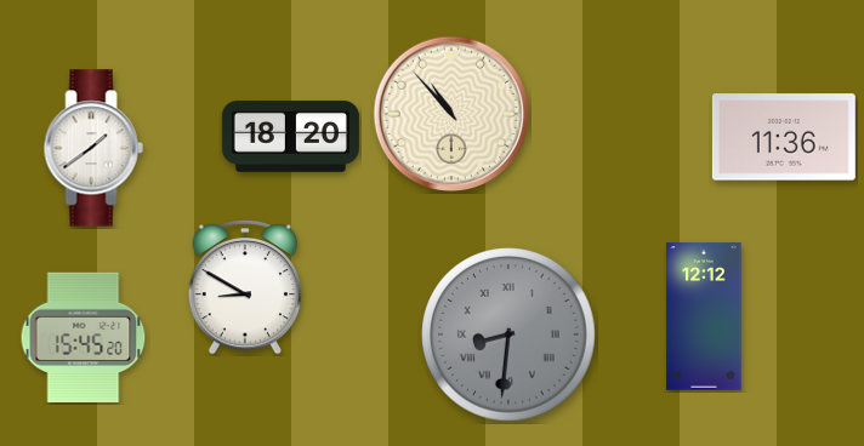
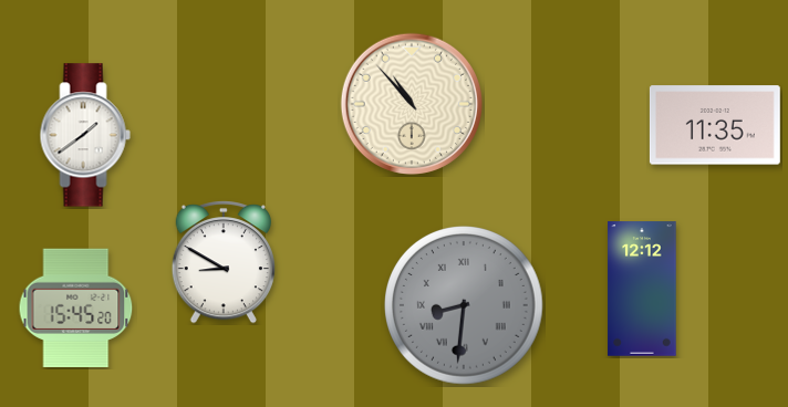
clock at (290, 136): 18:20 -> none
clock at (784, 137): 11:36 -> 11:35
